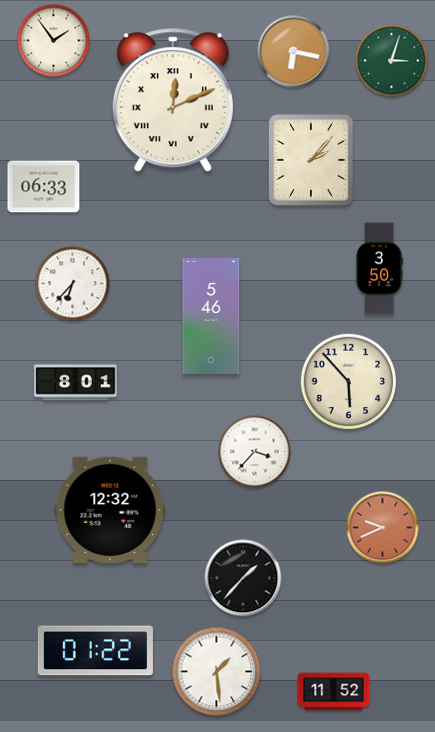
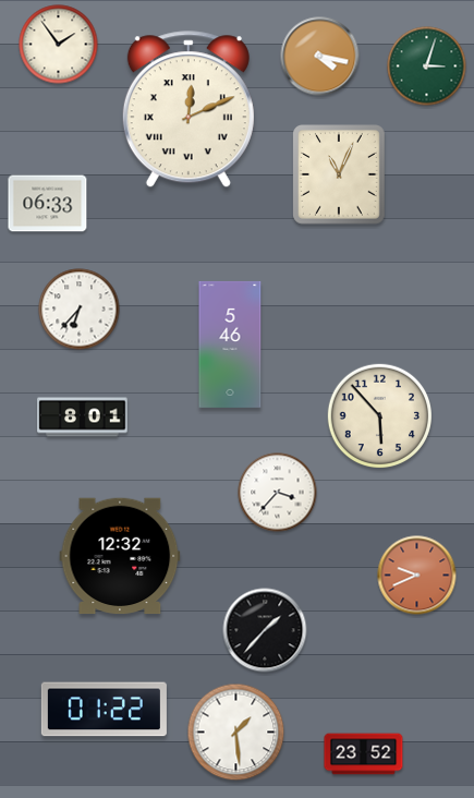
clock at (294, 52): 6:17 -> 4:17
clock at (312, 161): 2:07 -> 11:04
clock at (379, 269): 3:50 -> none
clock at (334, 692): 11:52 -> 23:52
